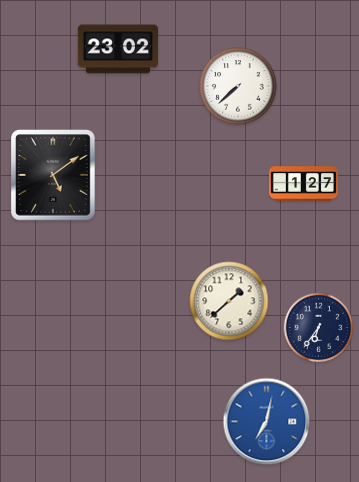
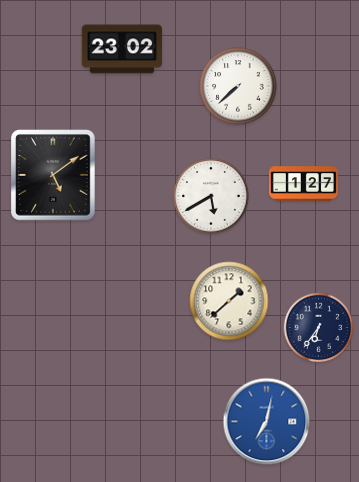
clock at (118, 49) position: (118, 49) -> (122, 49)
clock at (211, 196): none -> 5:40
